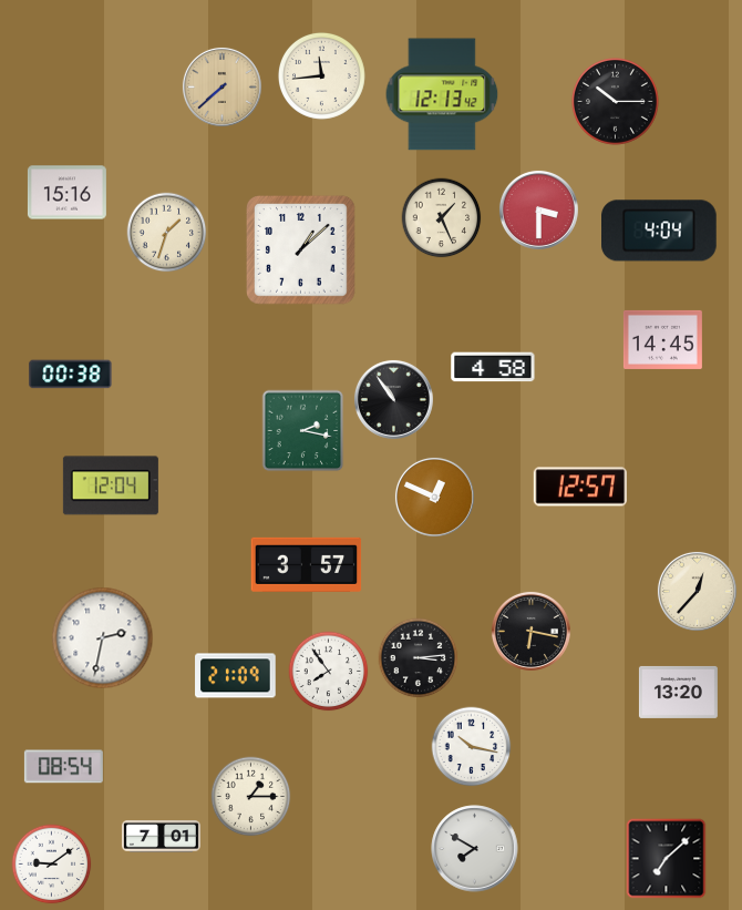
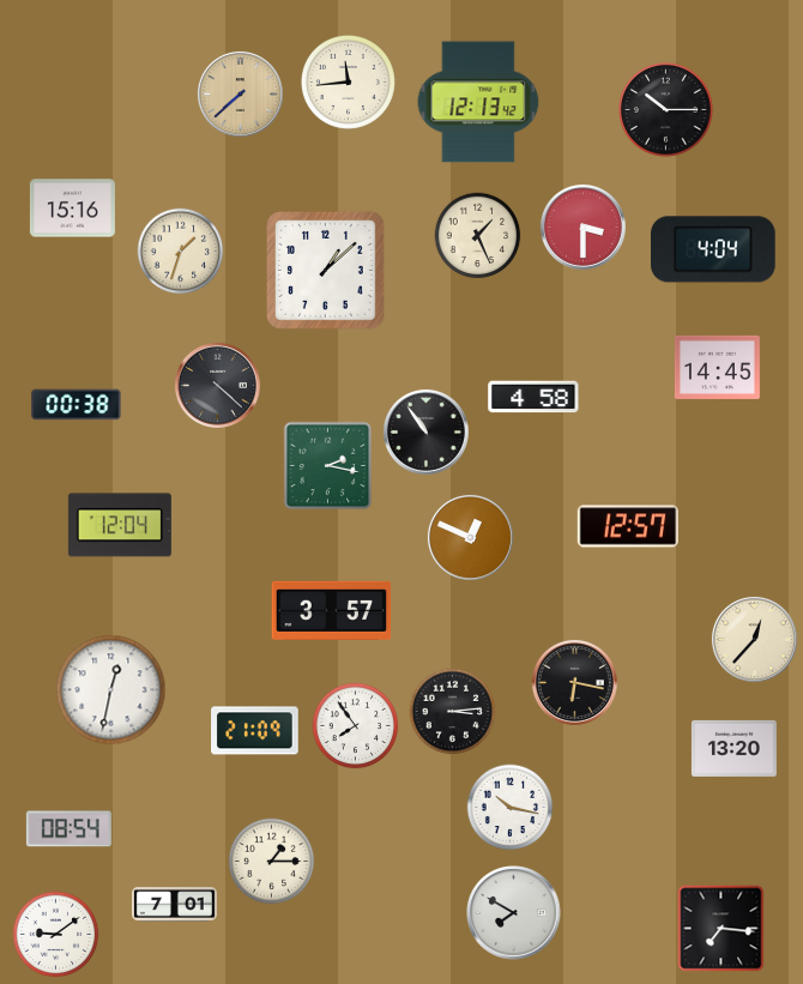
clock at (217, 385): none -> 4:22
clock at (103, 638): 2:32 -> 12:32
clock at (475, 849) position: (475, 849) -> (514, 913)
clock at (667, 859): 7:08 -> 7:16
